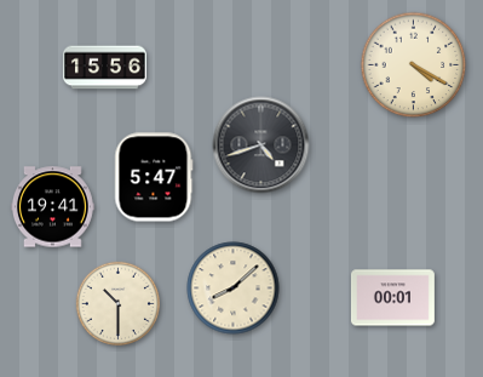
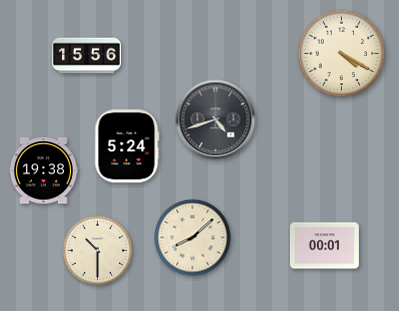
clock at (154, 177): 5:47 -> 5:24
clock at (52, 207): 19:41 -> 19:38
